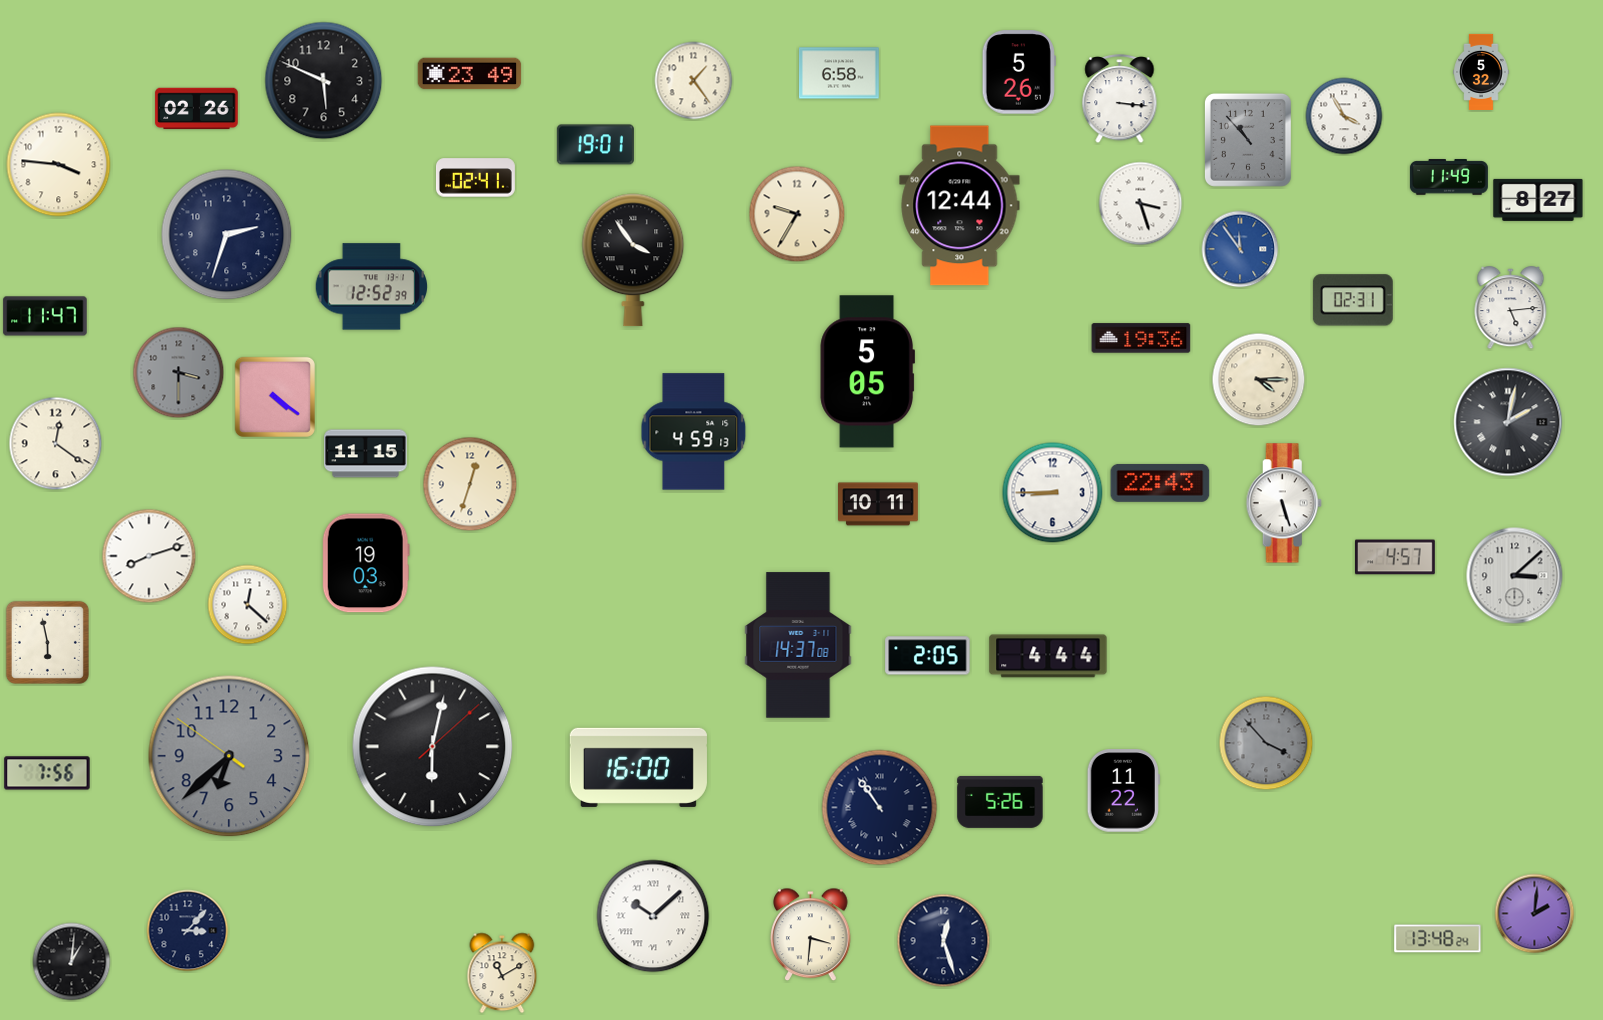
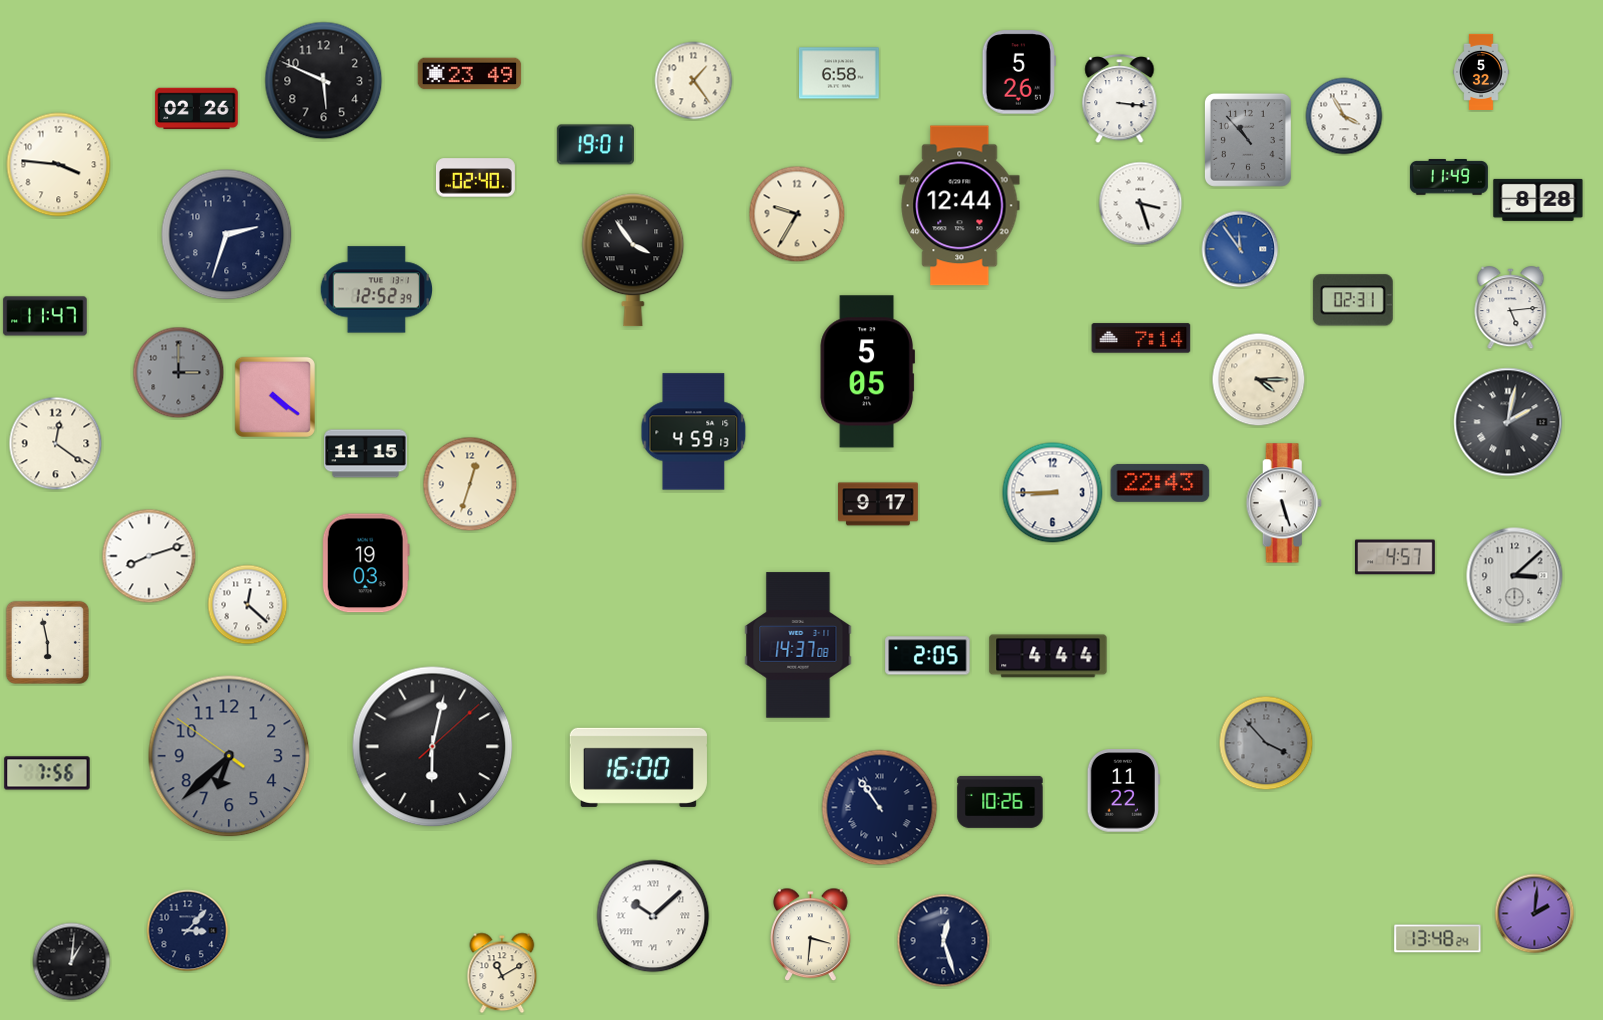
clock at (475, 178): 02:41 -> 02:40
clock at (1538, 200): 8:27 -> 8:28
clock at (371, 287) position: (371, 287) -> (376, 290)
clock at (1141, 338): 19:36 -> 7:14
clock at (179, 373): 3:30 -> 3:00
clock at (879, 504): 10:11 -> 9:17
clock at (1000, 802): 5:26 -> 10:26
